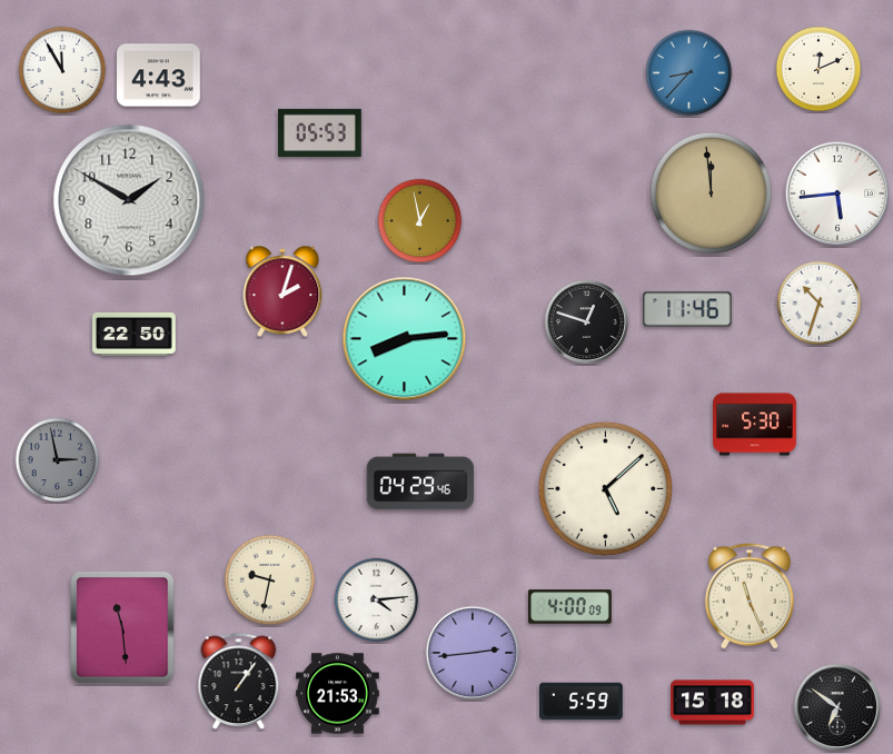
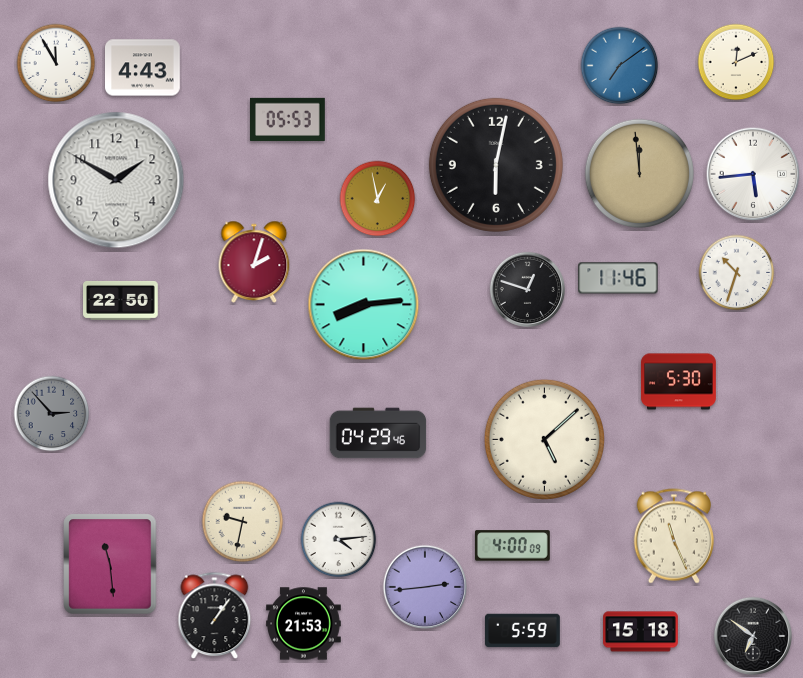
clock at (689, 73): 8:37 -> 7:09
clock at (496, 165): none -> 6:02
clock at (58, 460): 2:58 -> 2:53
clock at (239, 682) position: (239, 682) -> (215, 616)
